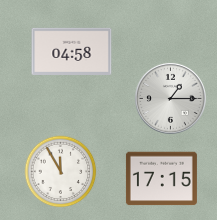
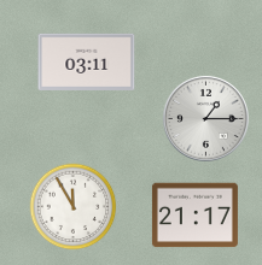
clock at (72, 51): 04:58 -> 03:11
clock at (161, 179): 17:15 -> 21:17
